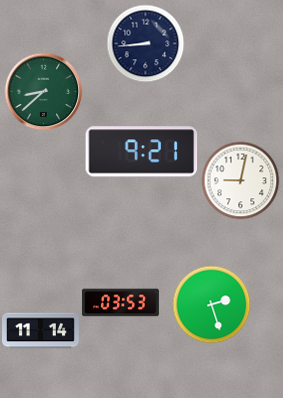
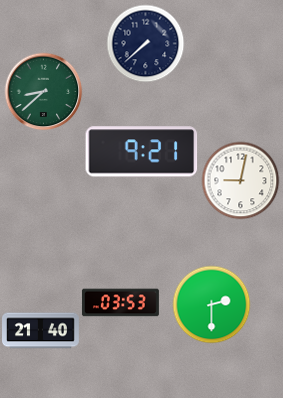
clock at (145, 43): 8:44 -> 7:38
clock at (211, 304): 2:27 -> 2:30
clock at (41, 331): 11:14 -> 21:40
